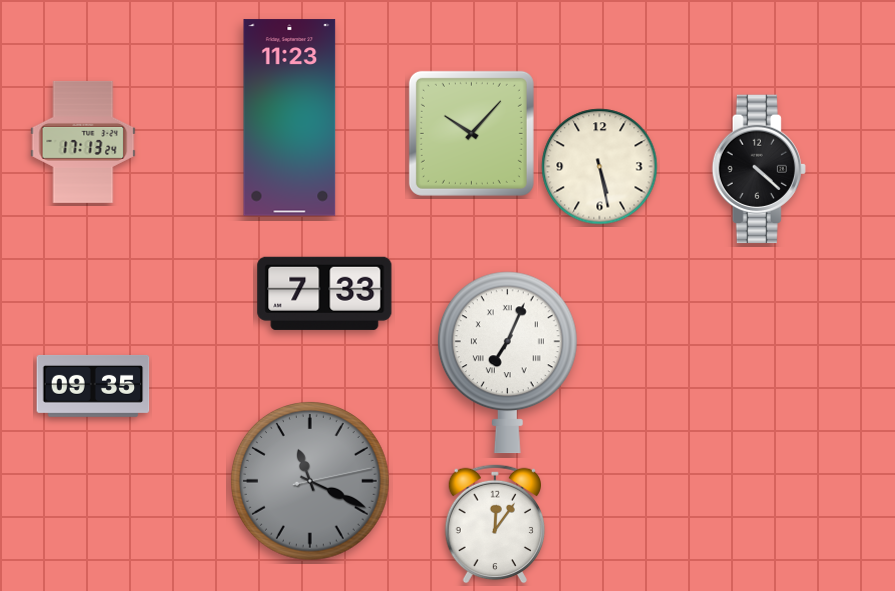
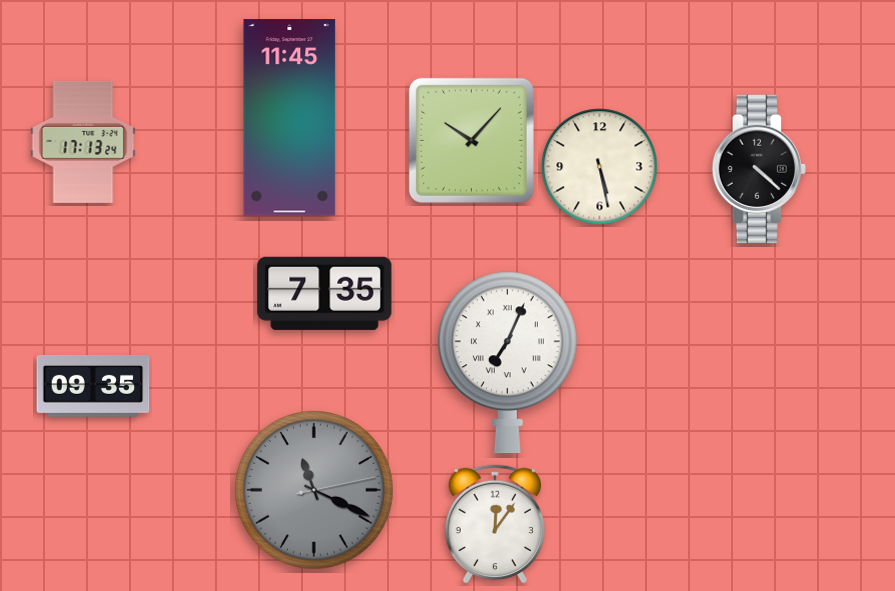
clock at (290, 118): 11:23 -> 11:45
clock at (471, 133) position: (471, 133) -> (471, 140)
clock at (325, 293): 7:33 -> 7:35
clock at (311, 482) position: (311, 482) -> (315, 491)
